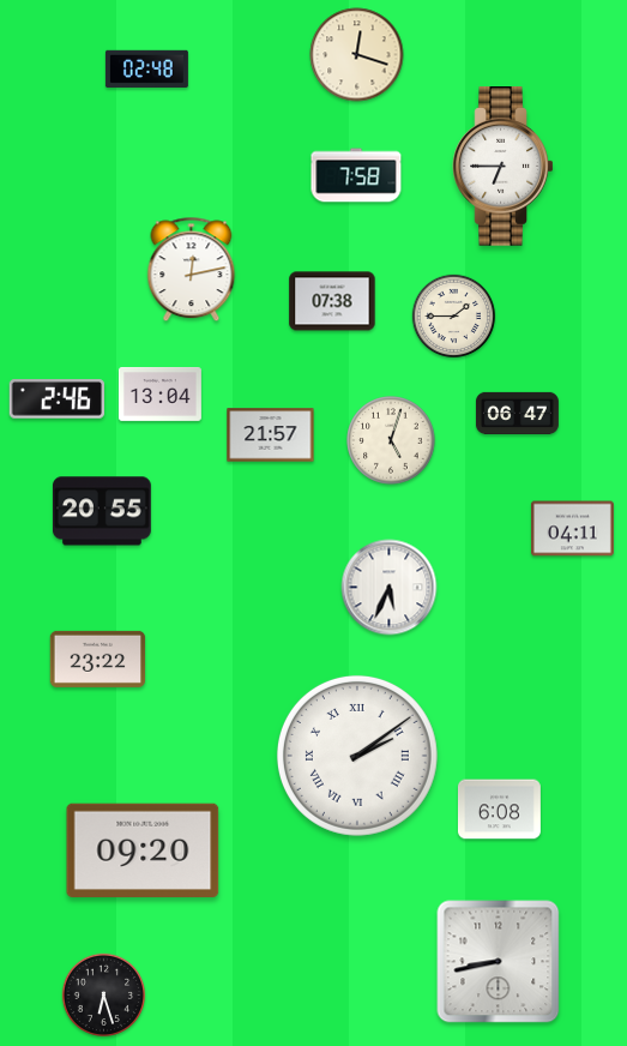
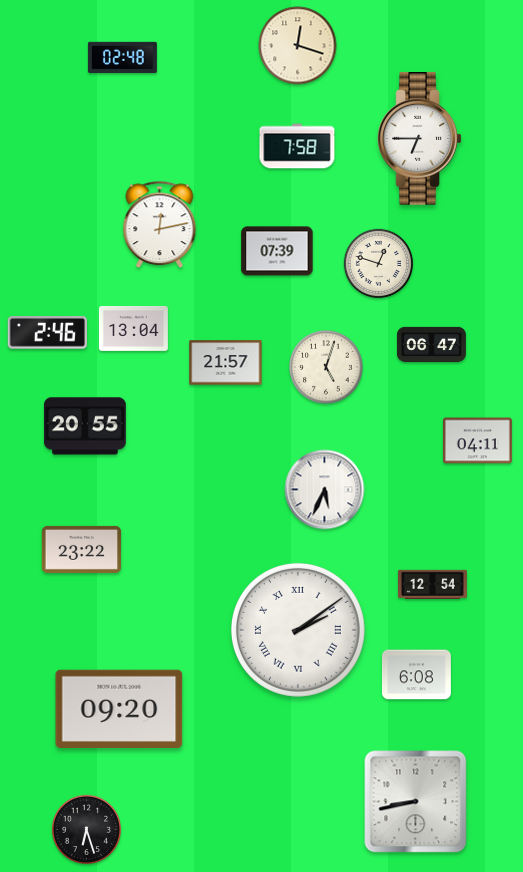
clock at (332, 301): 07:38 -> 07:39
clock at (454, 317): 1:45 -> 12:48
clock at (432, 584): none -> 12:54
